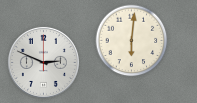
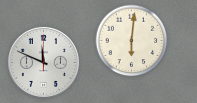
clock at (43, 62): 2:49 -> 11:49
